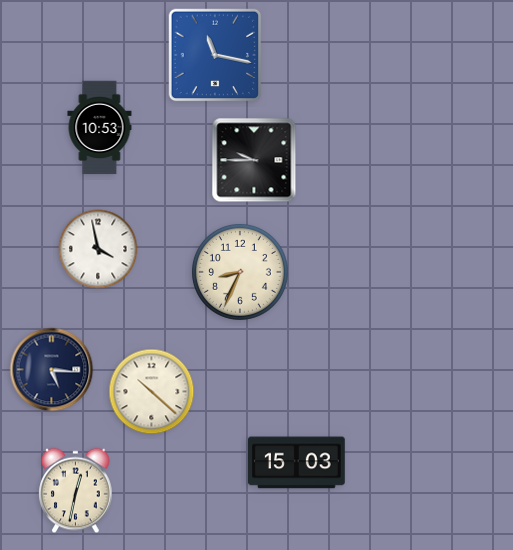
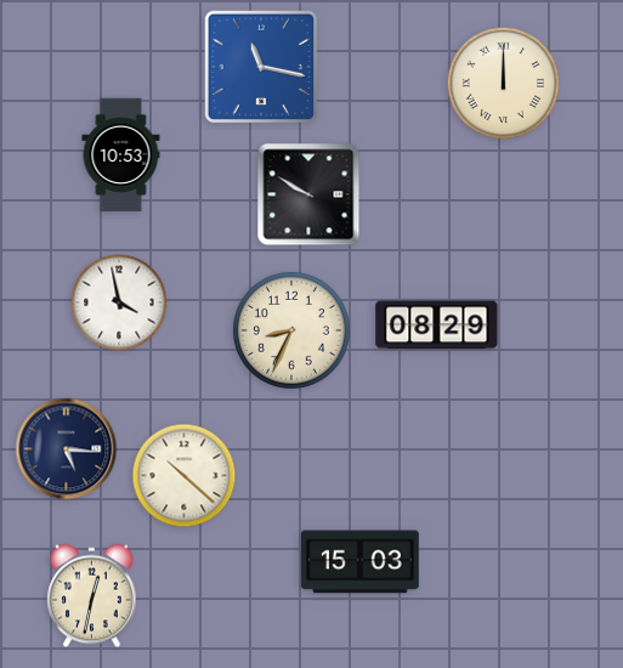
clock at (503, 83): none -> 12:00
clock at (254, 160): 9:45 -> 9:50
clock at (437, 325): none -> 08:29
clock at (52, 370) position: (52, 370) -> (67, 449)
